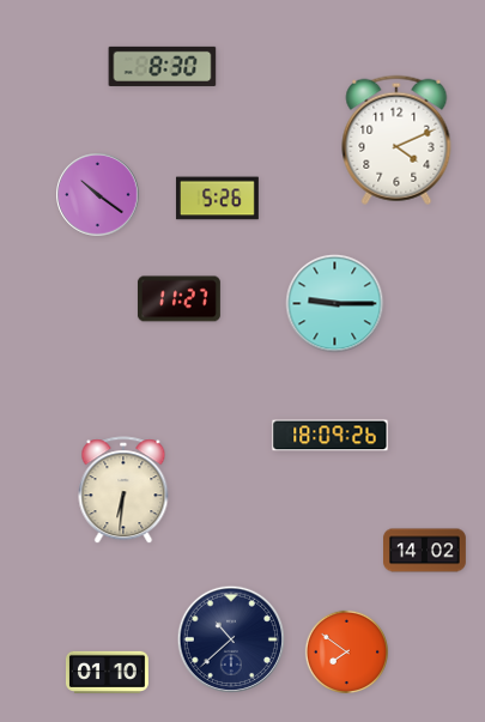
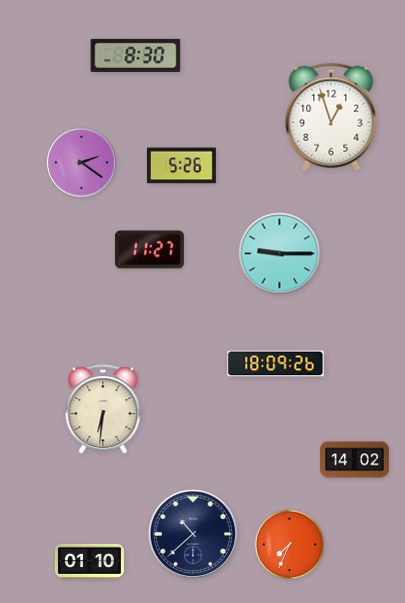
clock at (396, 140): 4:11 -> 12:57
clock at (98, 195): 10:21 -> 2:21
clock at (346, 651): 7:51 -> 7:34
